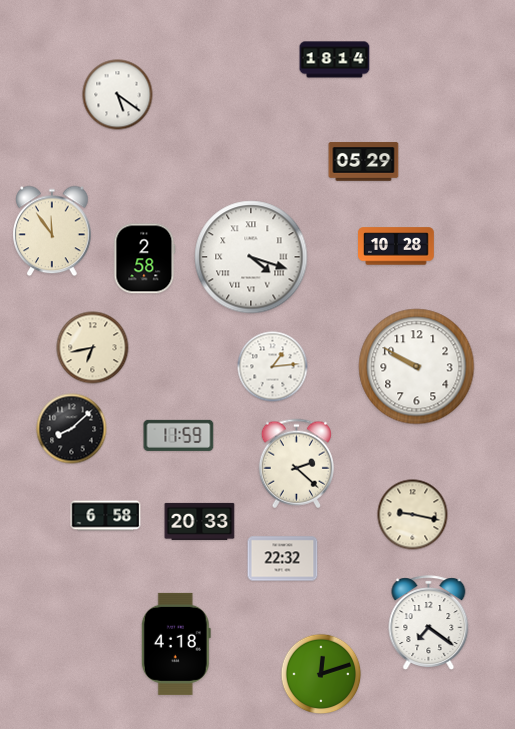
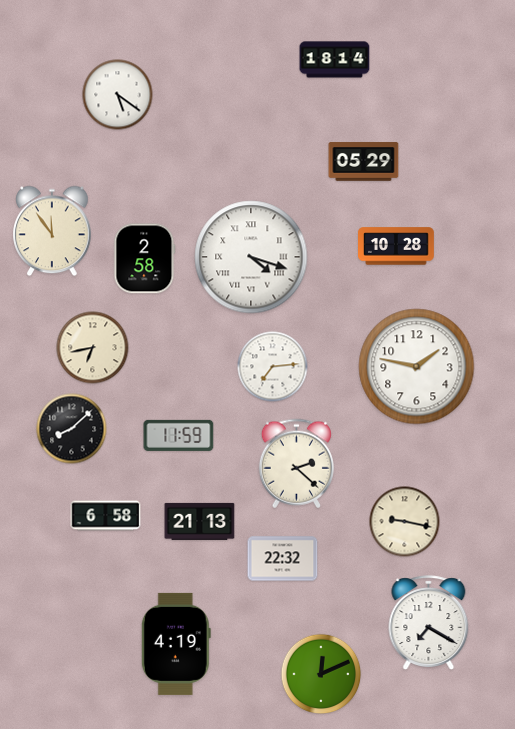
clock at (273, 367): 1:14 -> 7:14
clock at (417, 367): 9:50 -> 1:47
clock at (413, 515) position: (413, 515) -> (405, 522)
clock at (200, 521): 20:33 -> 21:13
clock at (429, 622): 7:21 -> 7:20
clock at (176, 644): 4:18 -> 4:19
clock at (321, 674): 12:12 -> 12:11
